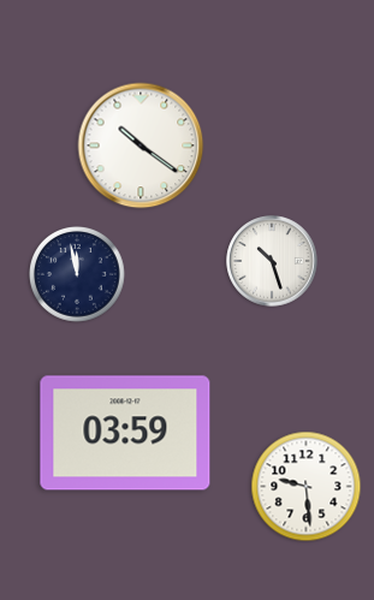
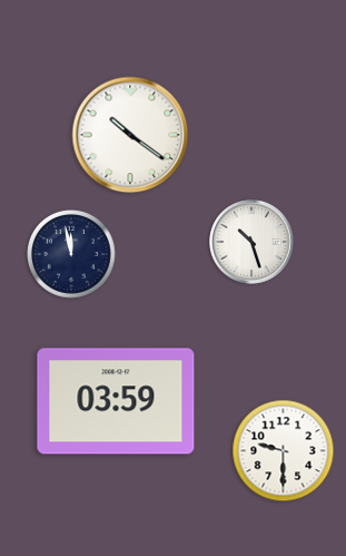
clock at (307, 487): 9:29 -> 9:30
